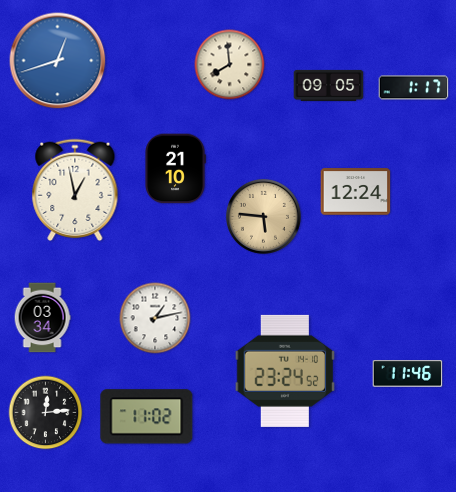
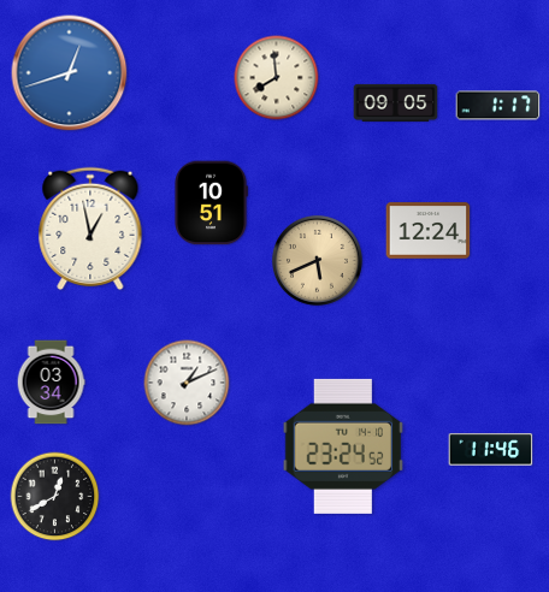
clock at (175, 169): 21:10 -> 10:51
clock at (263, 216): 5:46 -> 5:41
clock at (155, 318): 1:13 -> 1:11
clock at (46, 413): 12:14 -> 12:40
clock at (147, 417): 11:02 -> none
